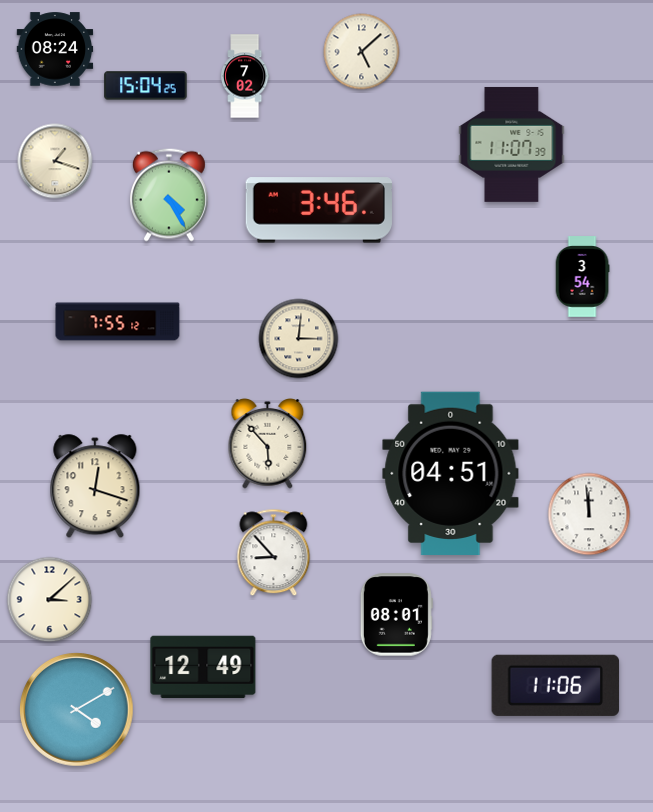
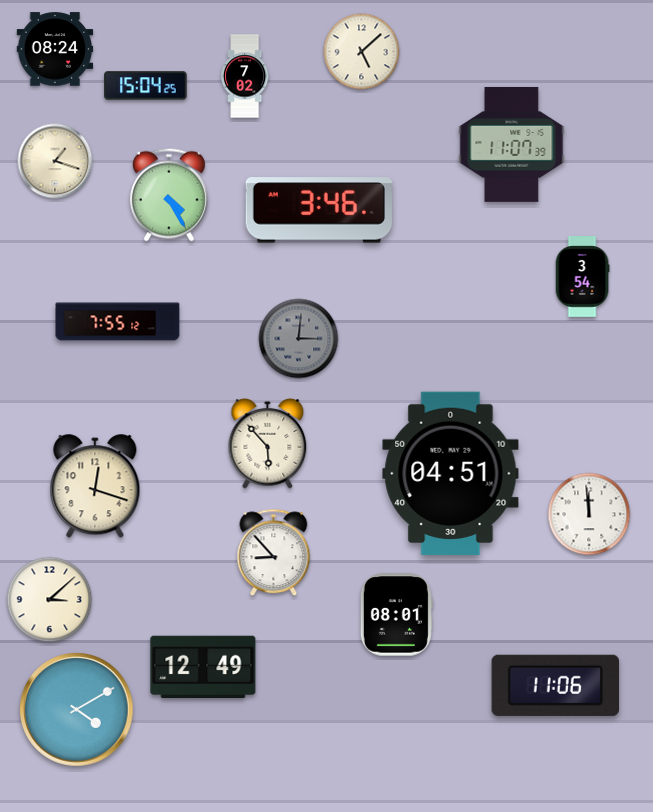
clock at (299, 339) dial: cream -> grey
